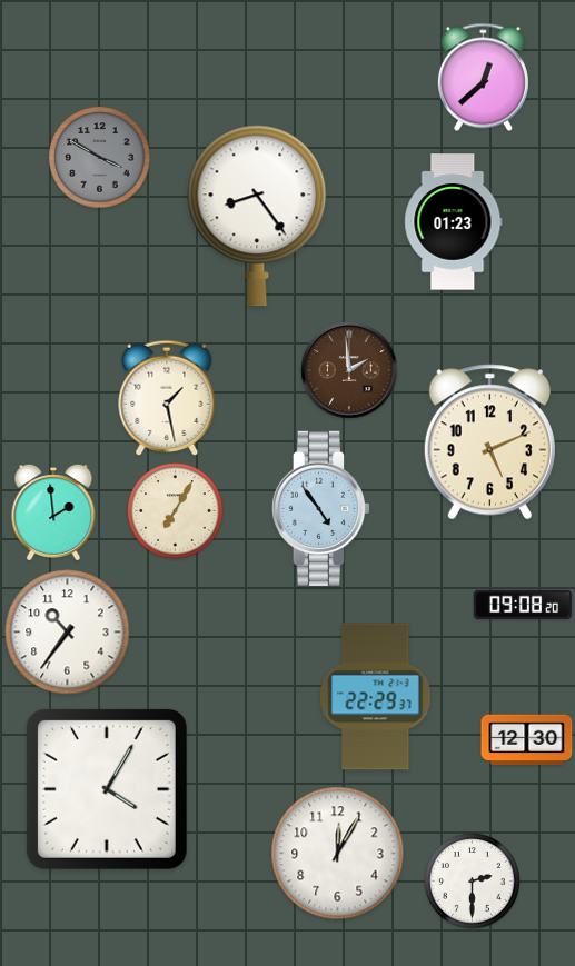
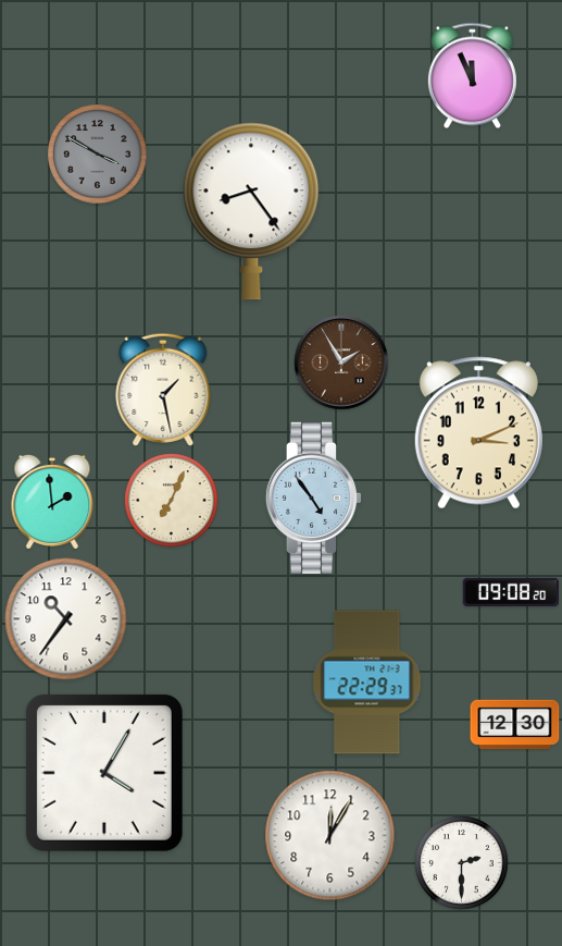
clock at (483, 78): 12:38 -> 11:56
clock at (454, 222): 01:23 -> none
clock at (349, 370): 1:59 -> 1:55
clock at (489, 442): 5:11 -> 3:11
clock at (176, 511): 7:05 -> 7:04
